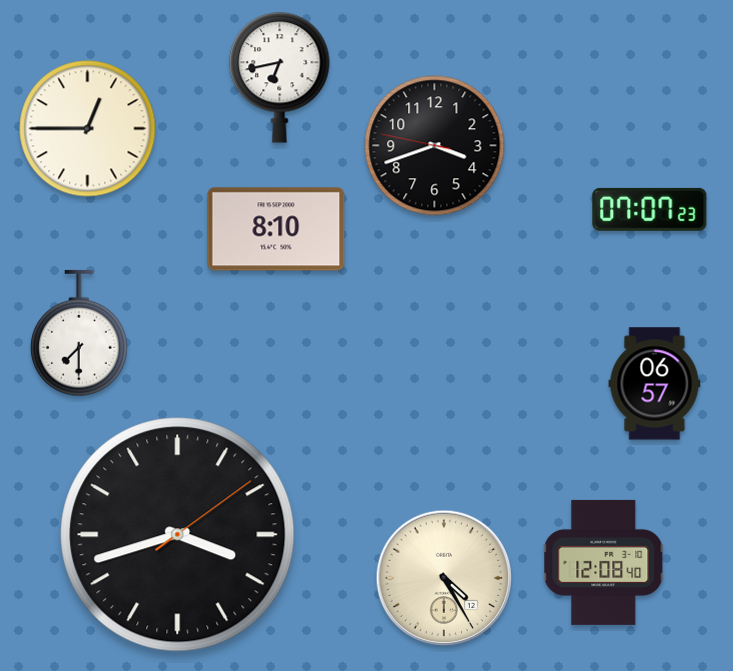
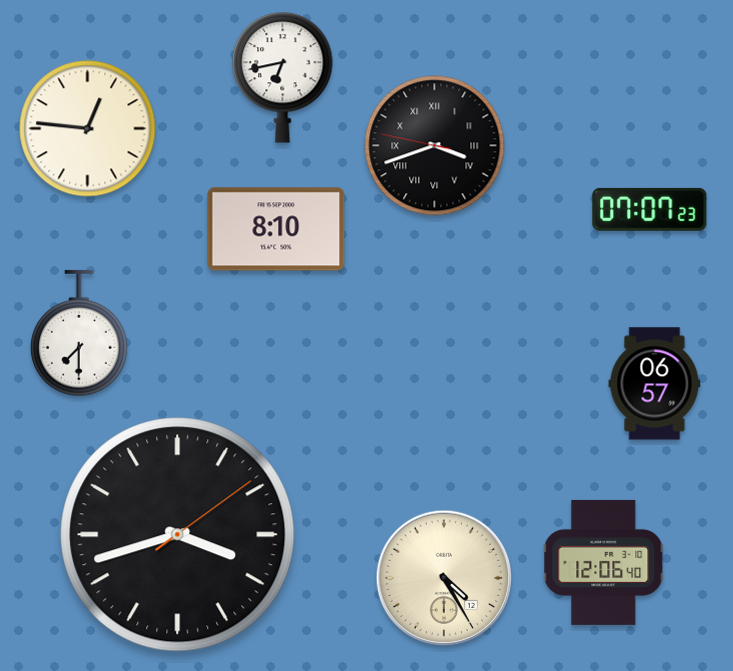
clock at (280, 78) position: (280, 78) -> (283, 78)
clock at (88, 129): 12:45 -> 12:46
clock at (435, 146) numerals: Arabic -> Roman
clock at (604, 562): 12:08 -> 12:06
